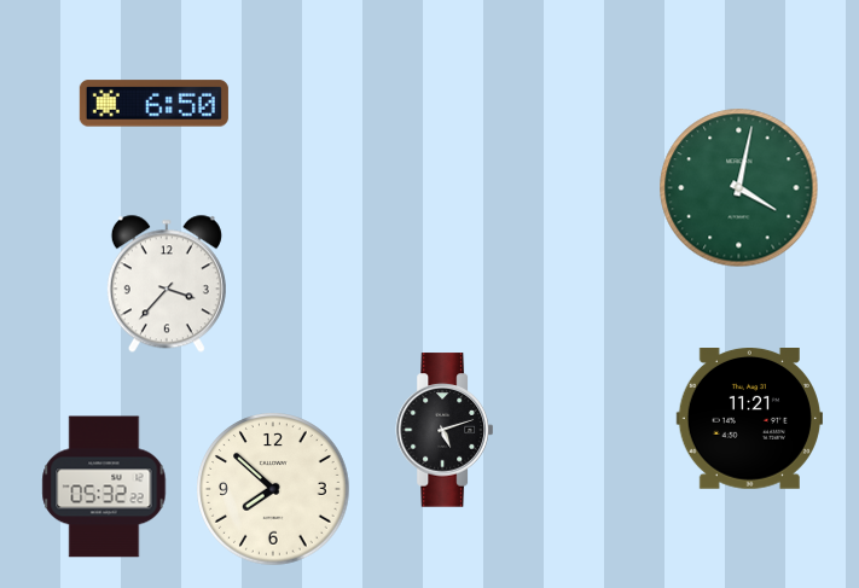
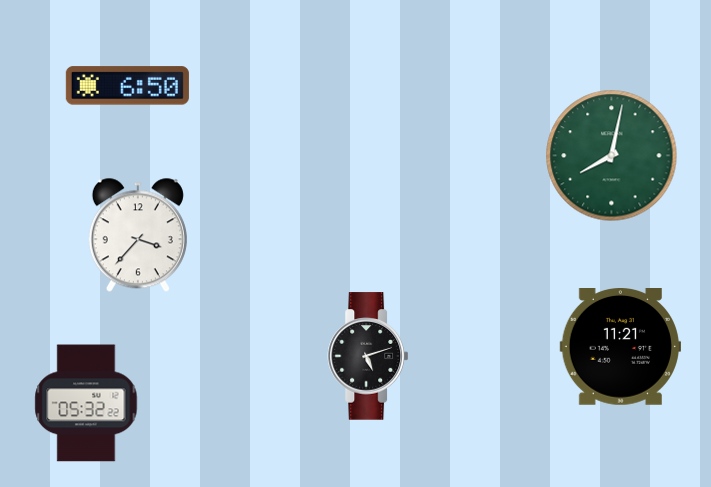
clock at (739, 188): 4:02 -> 8:02
clock at (273, 489): 7:52 -> none
